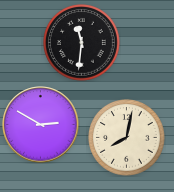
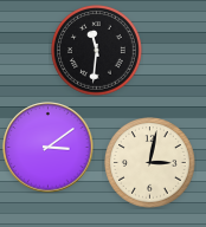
clock at (41, 125): 2:50 -> 3:09
clock at (127, 138): 8:02 -> 3:02
